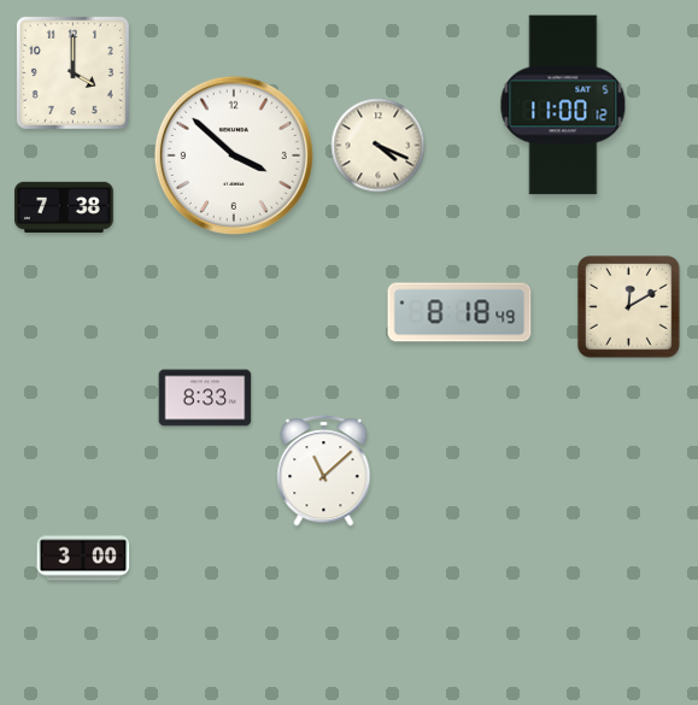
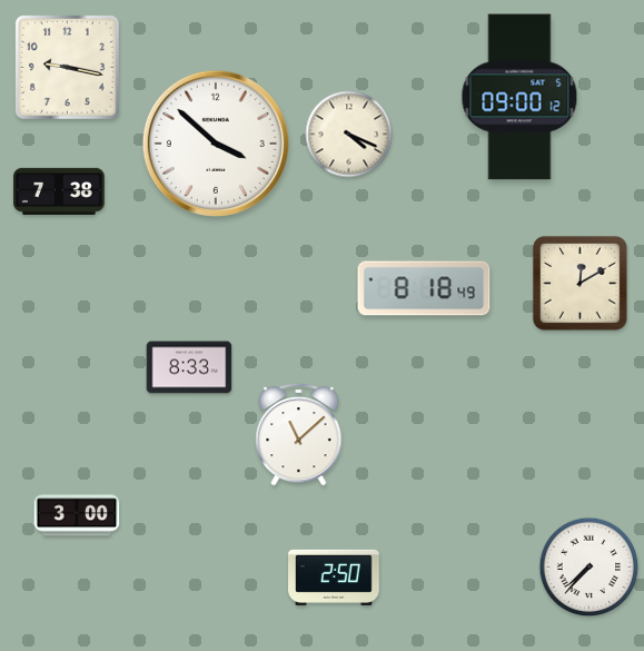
clock at (72, 72): 4:00 -> 9:17
clock at (563, 105): 11:00 -> 09:00
clock at (589, 568): none -> 7:37
clock at (334, 578): none -> 2:50
